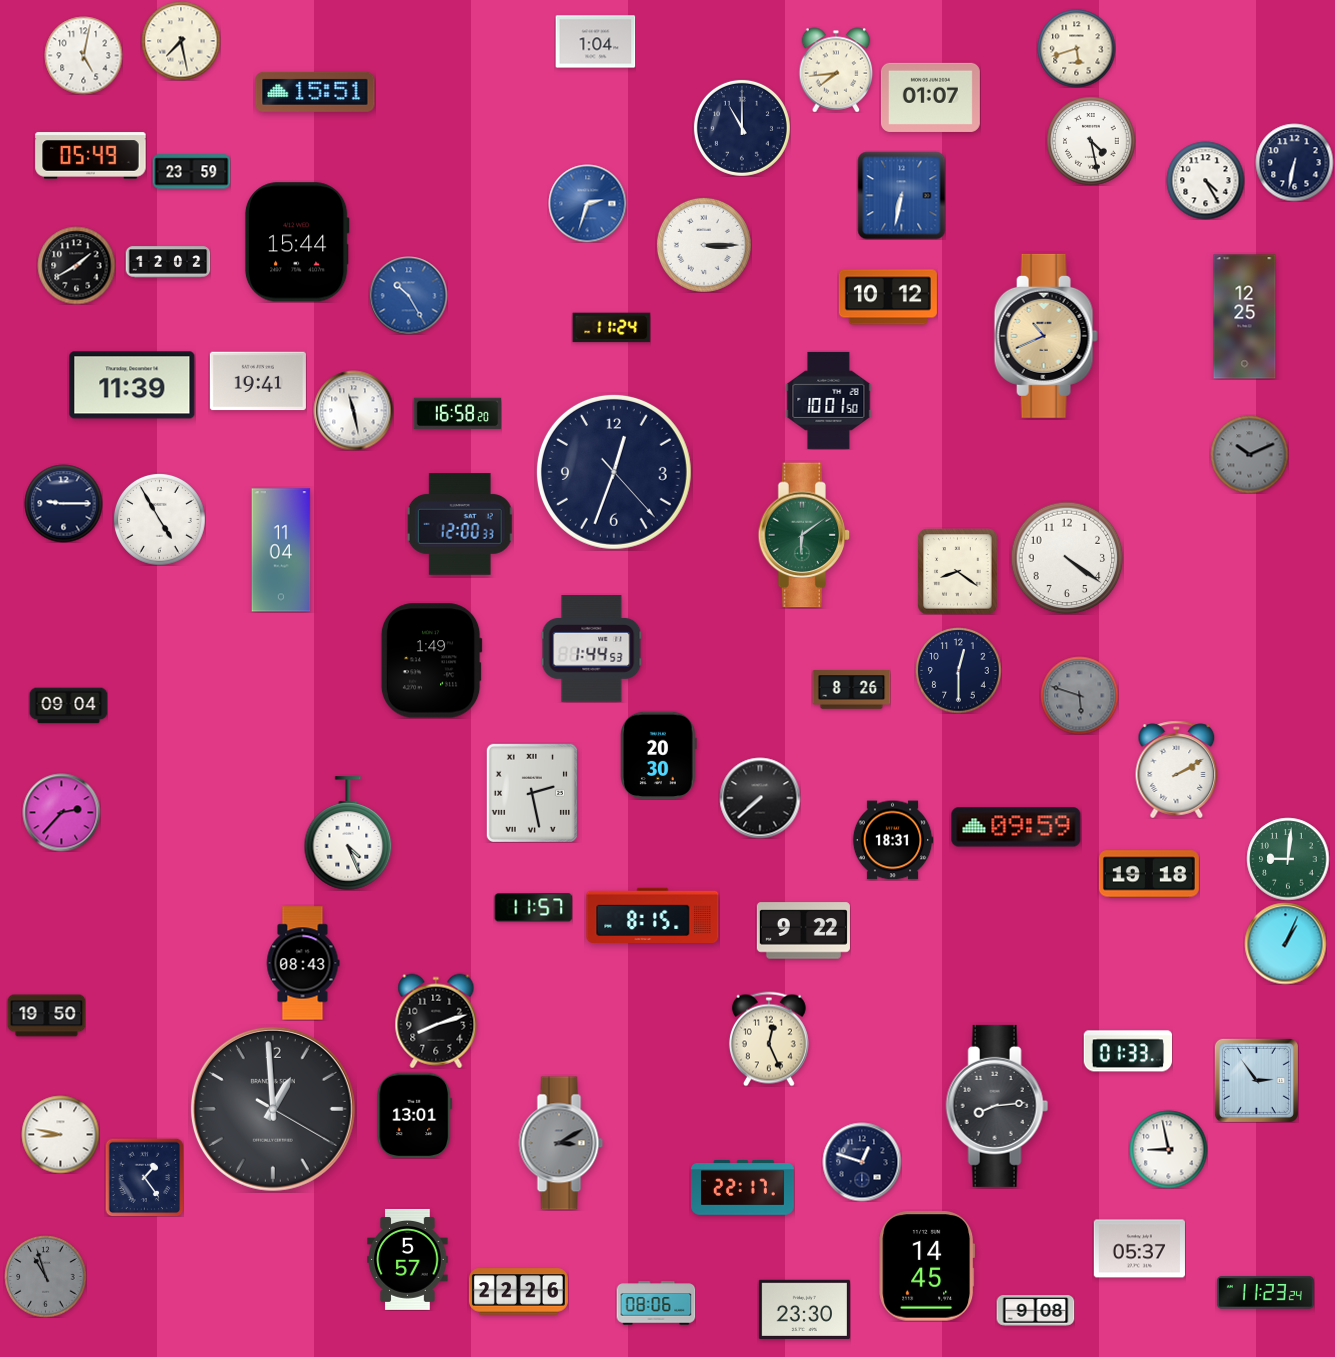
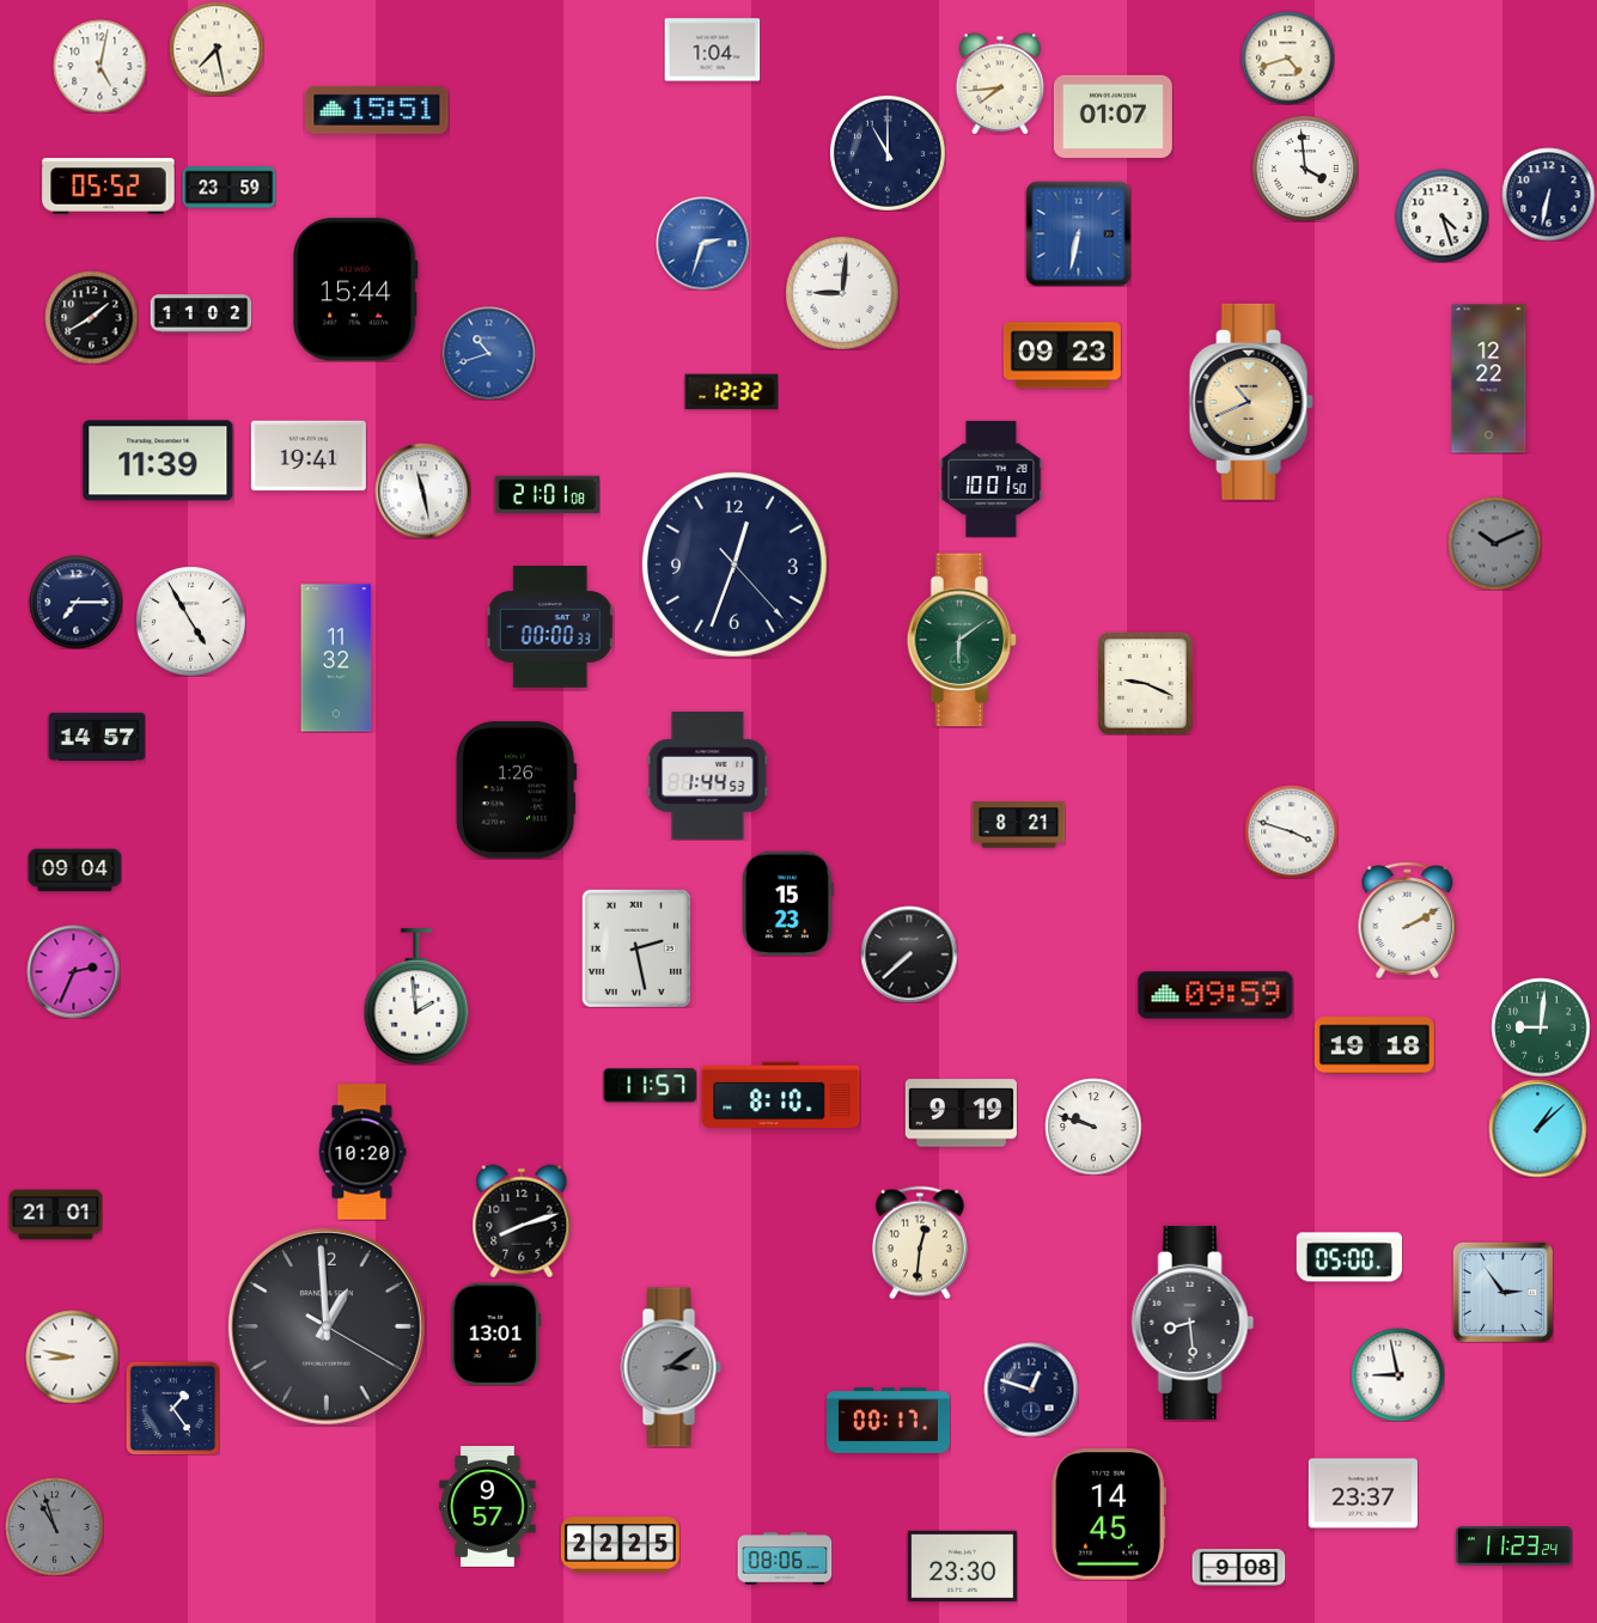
clock at (1076, 48): 5:42 -> 4:42
clock at (1091, 141): 4:28 -> 3:59
clock at (91, 156): 05:49 -> 05:52
clock at (191, 172) position: (191, 172) -> (228, 188)
clock at (1205, 180): 4:25 -> 4:27
clock at (704, 245): 3:15 -> 9:01
clock at (168, 262): 12:02 -> 11:02
clock at (408, 295): 10:25 -> 10:42
clock at (888, 297): 10:12 -> 09:23
clock at (1245, 317): 12:25 -> 12:22
clock at (611, 328): 11:24 -> 12:32
clock at (457, 414): 16:58 -> 21:01
clock at (63, 503): 9:15 -> 7:15
clock at (460, 524): 12:00 -> 00:00
clock at (281, 550): 11:04 -> 11:32
clock at (1067, 558): 4:21 -> none
clock at (958, 571): 8:21 -> 9:19
clock at (97, 736): none -> 14:57
clock at (431, 661): 1:49 -> 1:26
clock at (958, 670): 12:30 -> none
clock at (851, 690): 8:26 -> 8:21
clock at (1079, 695): 5:48 -> 3:48
clock at (1079, 695) dial: grey -> white
clock at (68, 706) position: (68, 706) -> (74, 871)
clock at (659, 755): 20:30 -> 15:23
clock at (61, 812): 2:37 -> 2:34
clock at (1016, 827) position: (1016, 827) -> (1215, 995)
clock at (348, 833): 4:26 -> 1:59
clock at (893, 840): 18:31 -> none
clock at (533, 908) position: (533, 908) -> (650, 1086)
clock at (653, 915): 8:15 -> 8:10
clock at (803, 931): 9:22 -> 9:19
clock at (1093, 1127): none -> 9:48
clock at (1285, 943): 1:04 -> 1:08
clock at (303, 963): 08:43 -> 10:20
clock at (46, 1016): 19:50 -> 21:01
clock at (769, 1039): 12:26 -> 12:31
clock at (1128, 1051): 01:33 -> 05:00
clock at (997, 1106): 8:14 -> 8:29
clock at (561, 1143): 3:10 -> 3:09
clock at (743, 1188): 22:17 -> 00:17
clock at (1139, 1249): 05:37 -> 23:37
clock at (408, 1259): 5:57 -> 9:57
clock at (518, 1292): 22:26 -> 22:25
